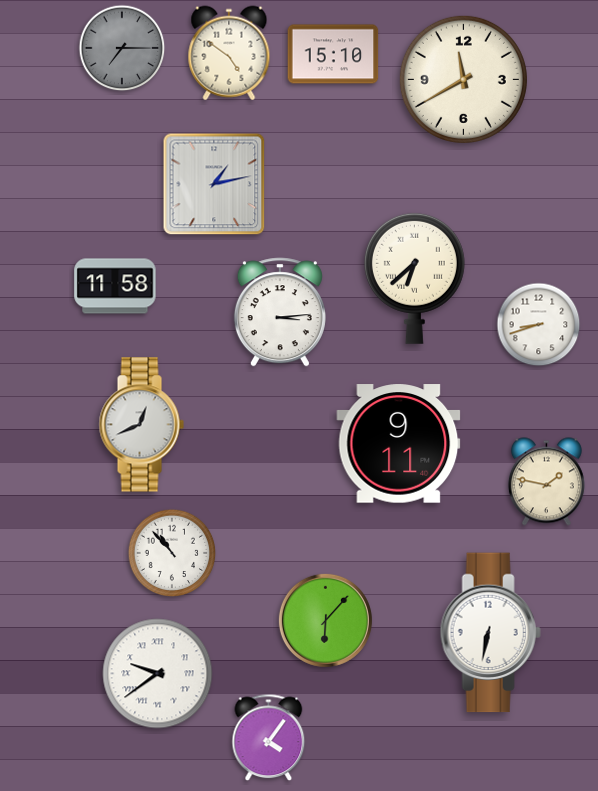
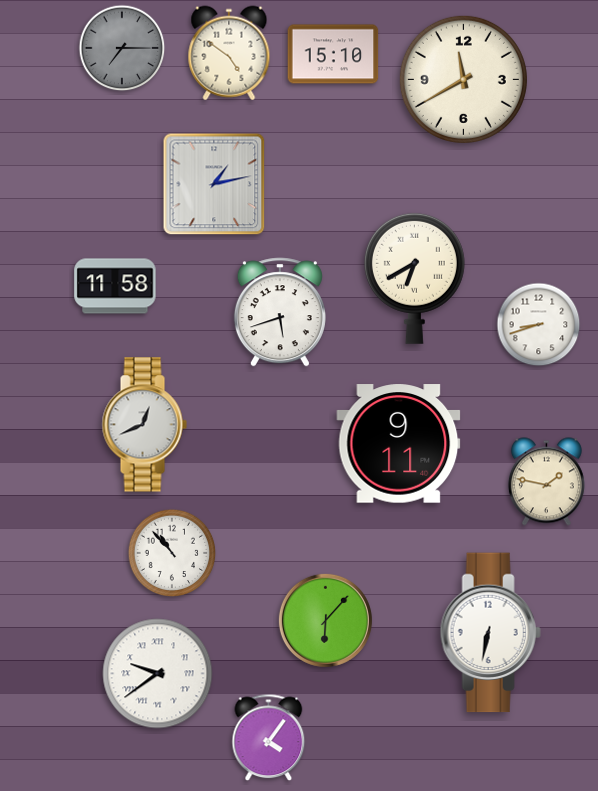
clock at (414, 278): 6:38 -> 6:40
clock at (280, 312): 3:14 -> 5:42
clock at (141, 425) position: (141, 425) -> (144, 425)
